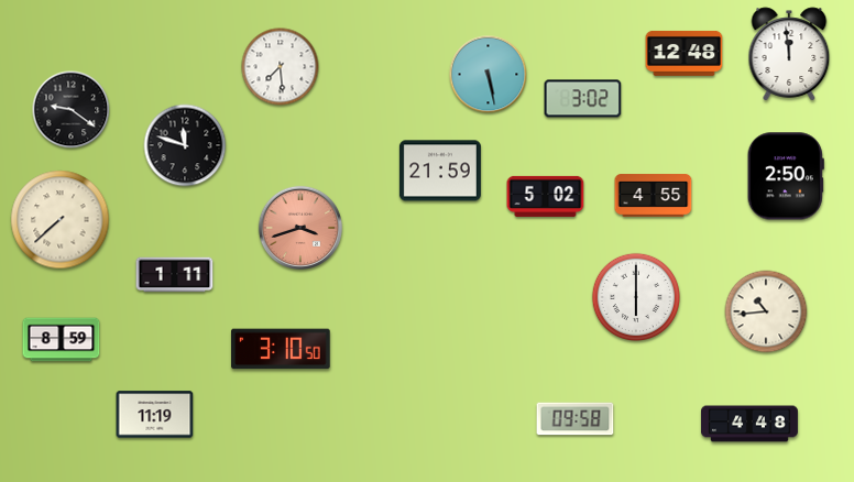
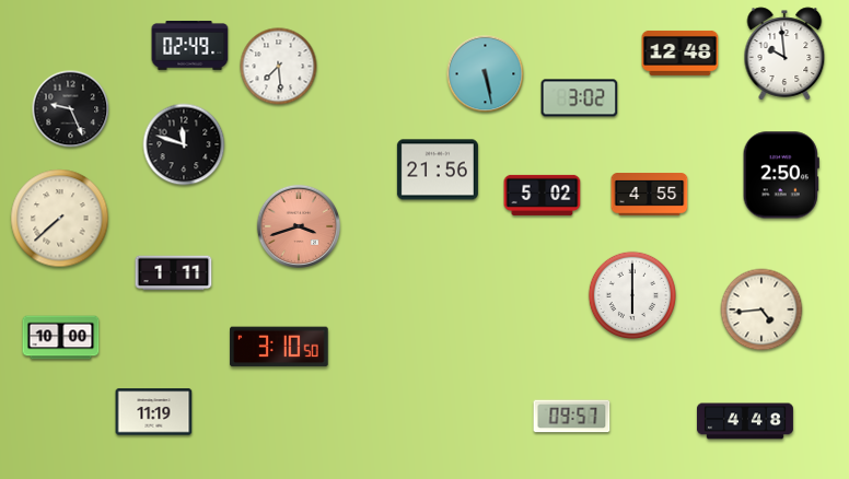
clock at (190, 46): none -> 02:49
clock at (789, 54): 11:59 -> 9:59
clock at (72, 110): 9:21 -> 9:26
clock at (440, 171): 21:59 -> 21:56
clock at (766, 311): 10:44 -> 4:44
clock at (62, 340): 8:59 -> 10:00
clock at (576, 419): 09:58 -> 09:57
